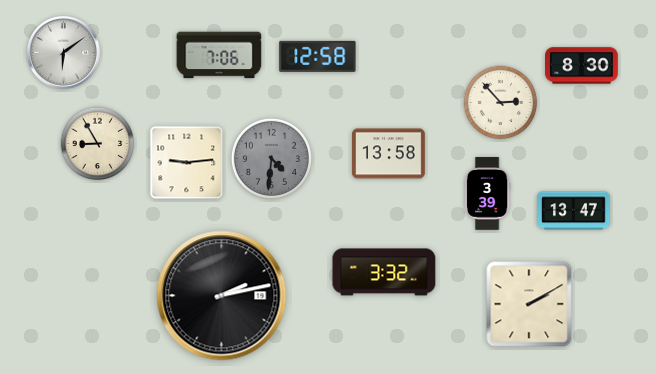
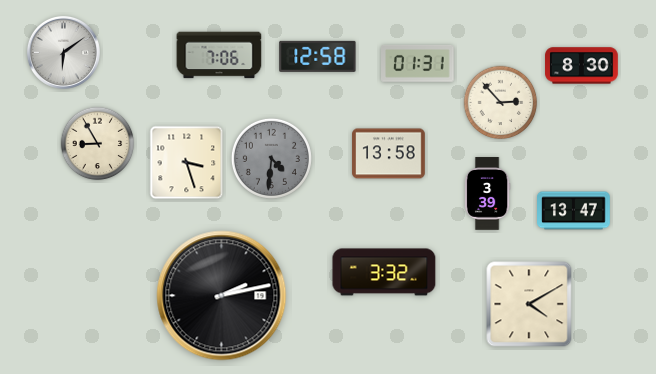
clock at (418, 63): none -> 01:31
clock at (187, 163): 9:14 -> 3:27
clock at (529, 304): 2:10 -> 4:10
